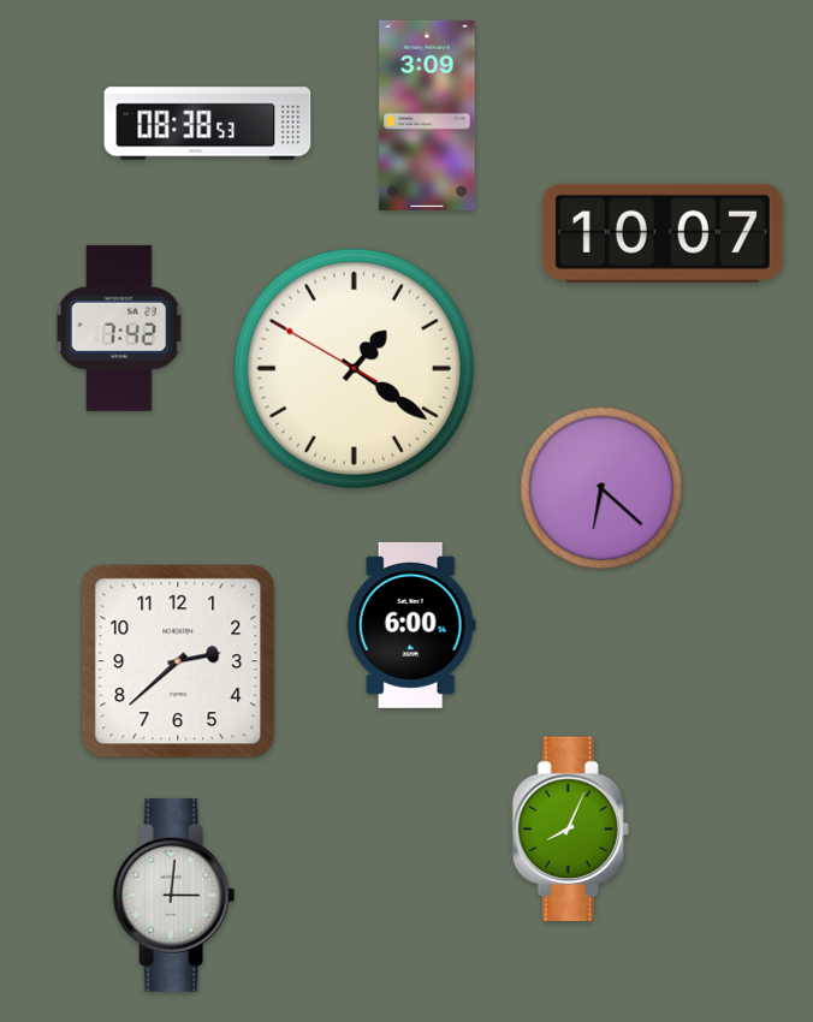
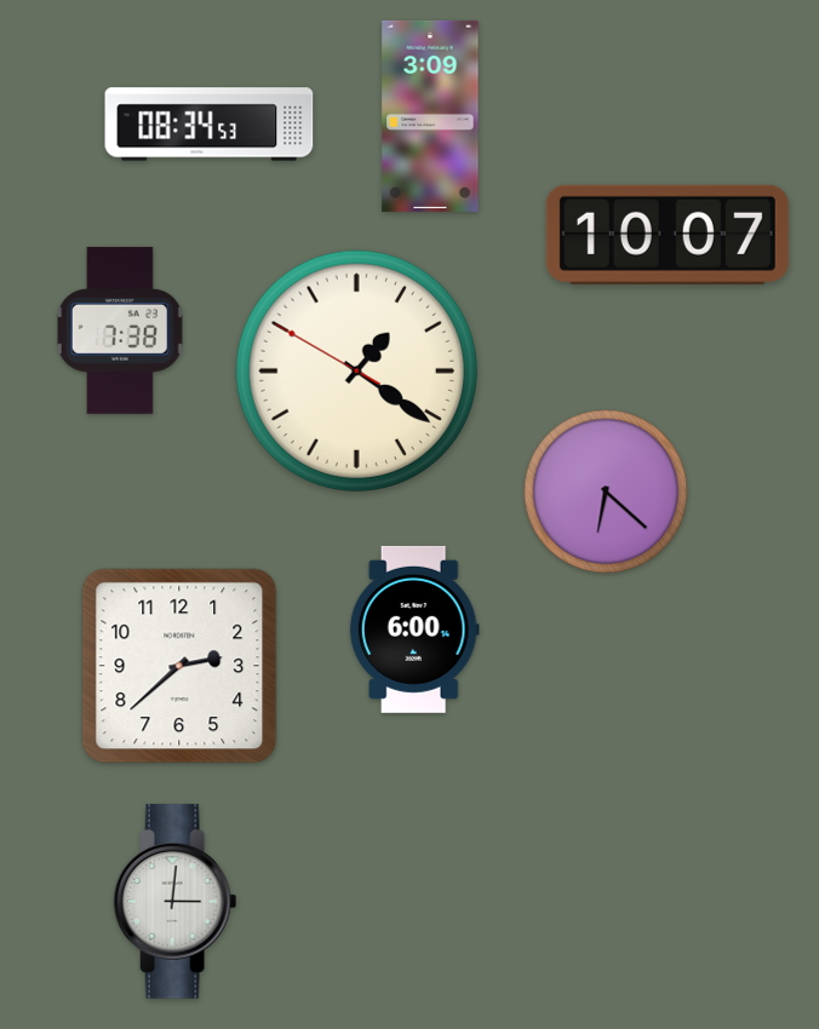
clock at (208, 124): 08:38 -> 08:34
clock at (119, 328): 7:42 -> 7:38
clock at (570, 830): 8:04 -> none
